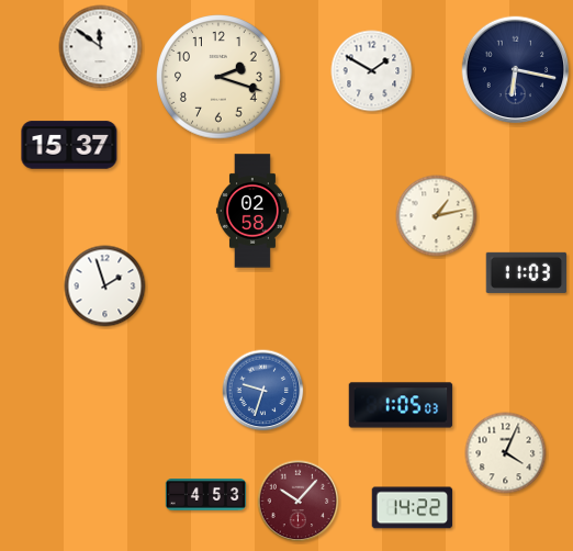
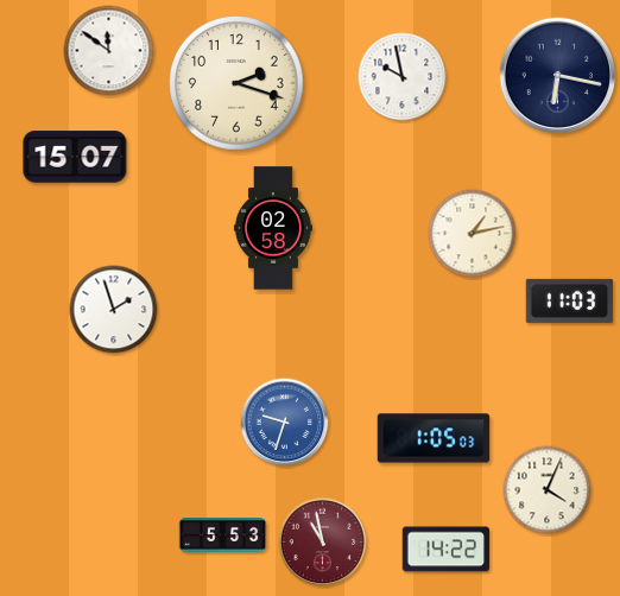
clock at (372, 71): 1:50 -> 9:58
clock at (69, 145): 15:37 -> 15:07
clock at (527, 272) position: (527, 272) -> (570, 300)
clock at (206, 495): 4:53 -> 5:53
clock at (299, 502): 10:07 -> 10:58
